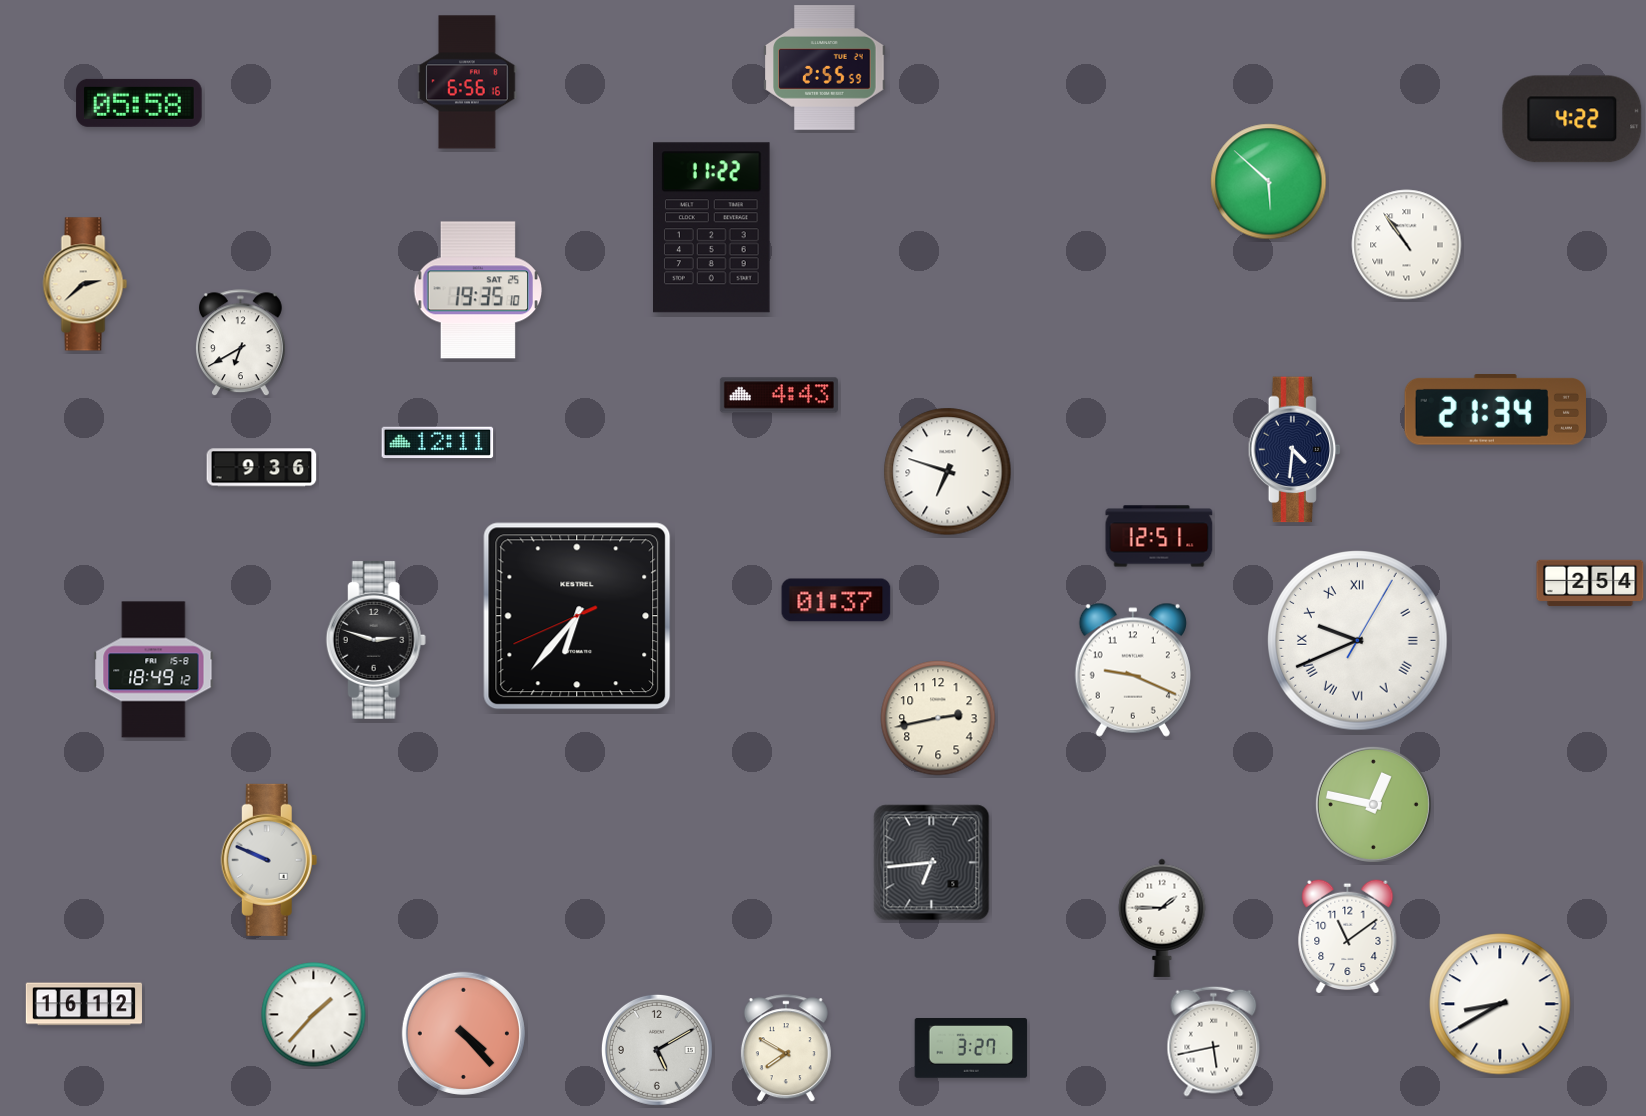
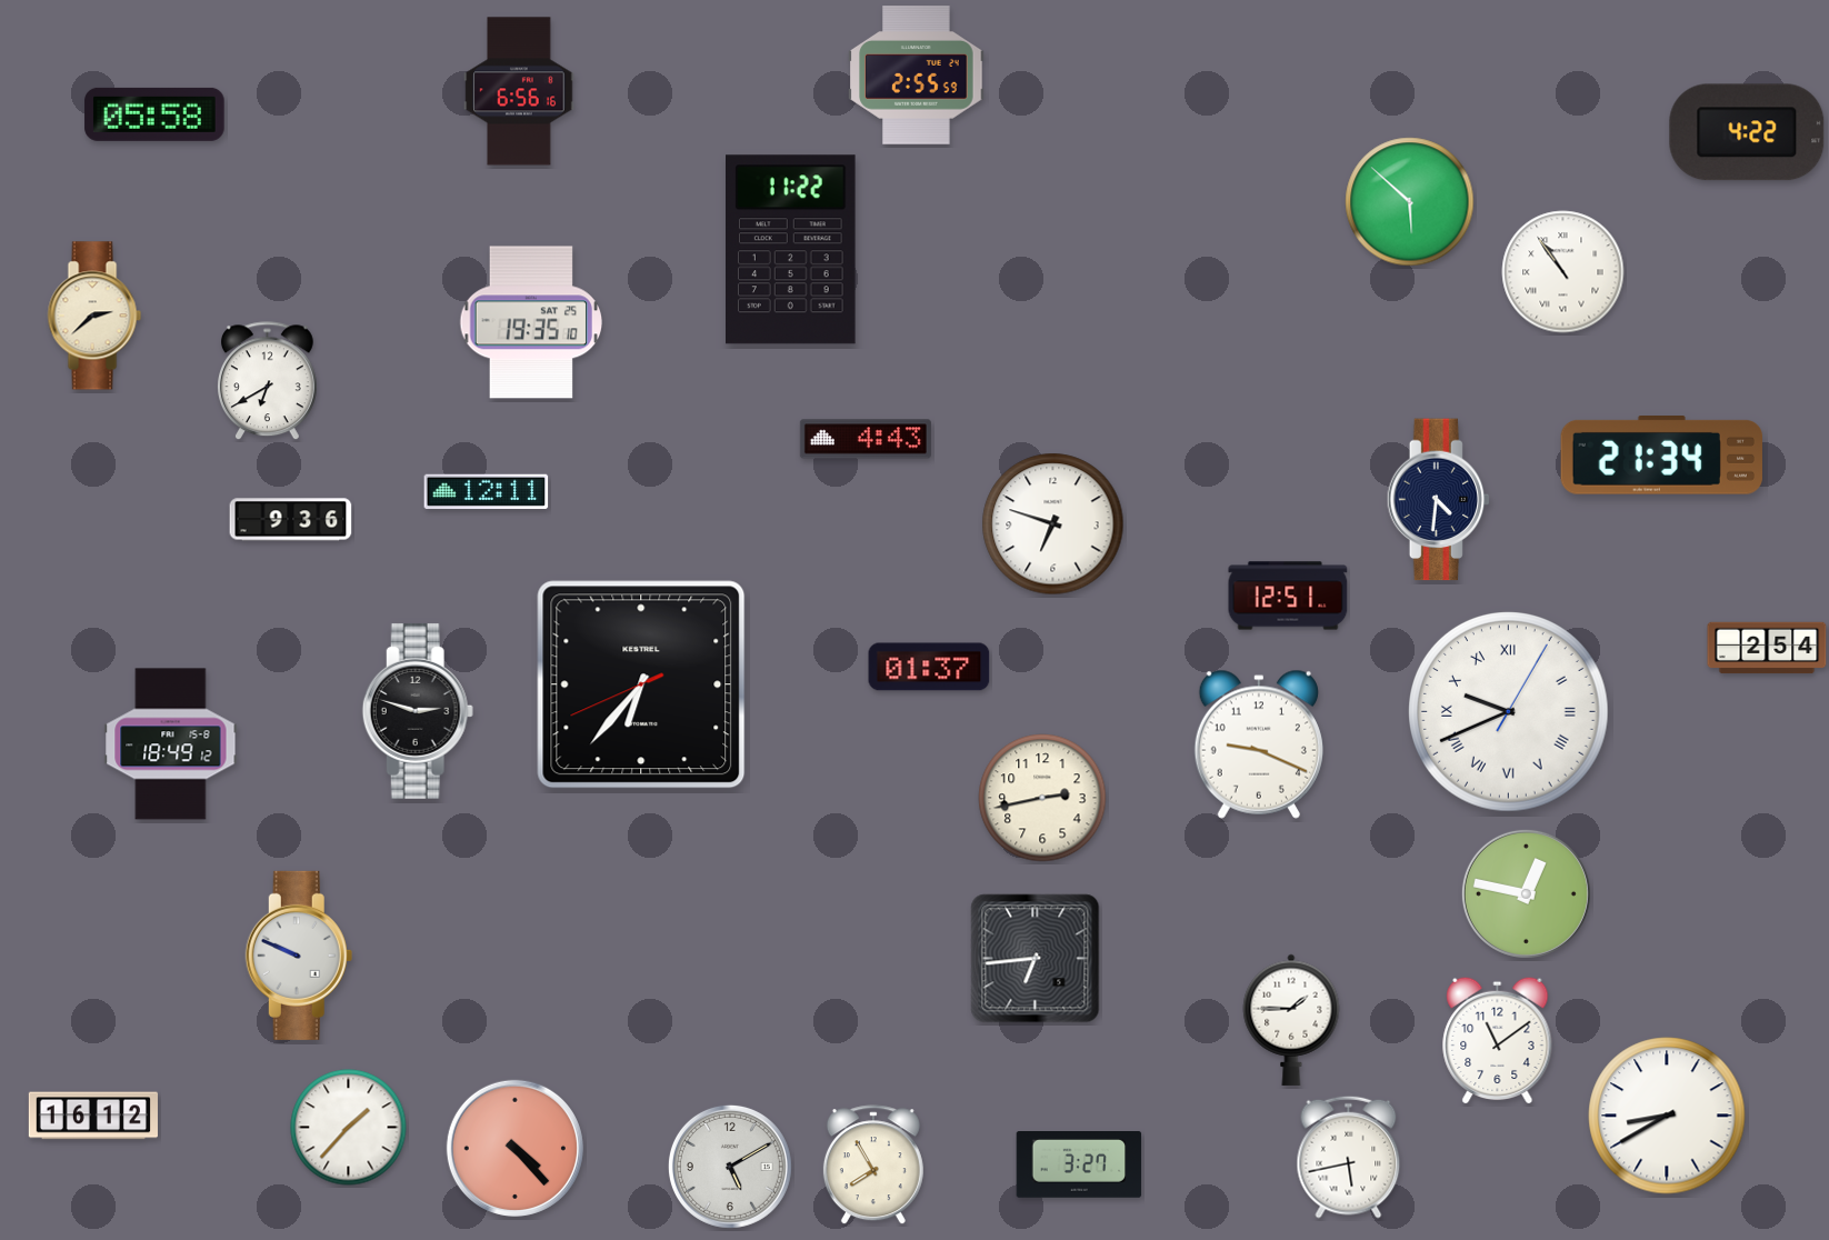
clock at (712, 228) position: (712, 228) -> (791, 250)
clock at (786, 1049): 7:50 -> 7:55
